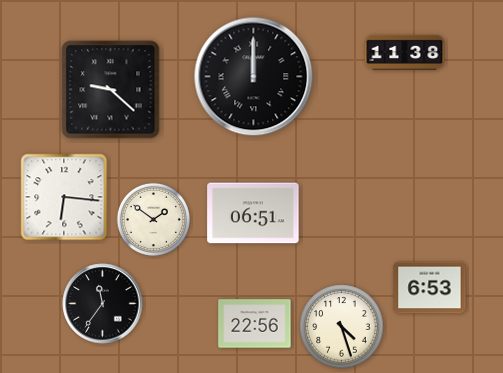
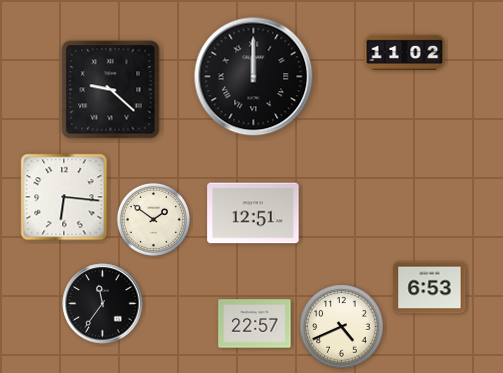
clock at (405, 52): 11:38 -> 11:02
clock at (253, 213): 06:51 -> 12:51
clock at (255, 324): 22:56 -> 22:57
clock at (342, 327): 4:27 -> 4:41
